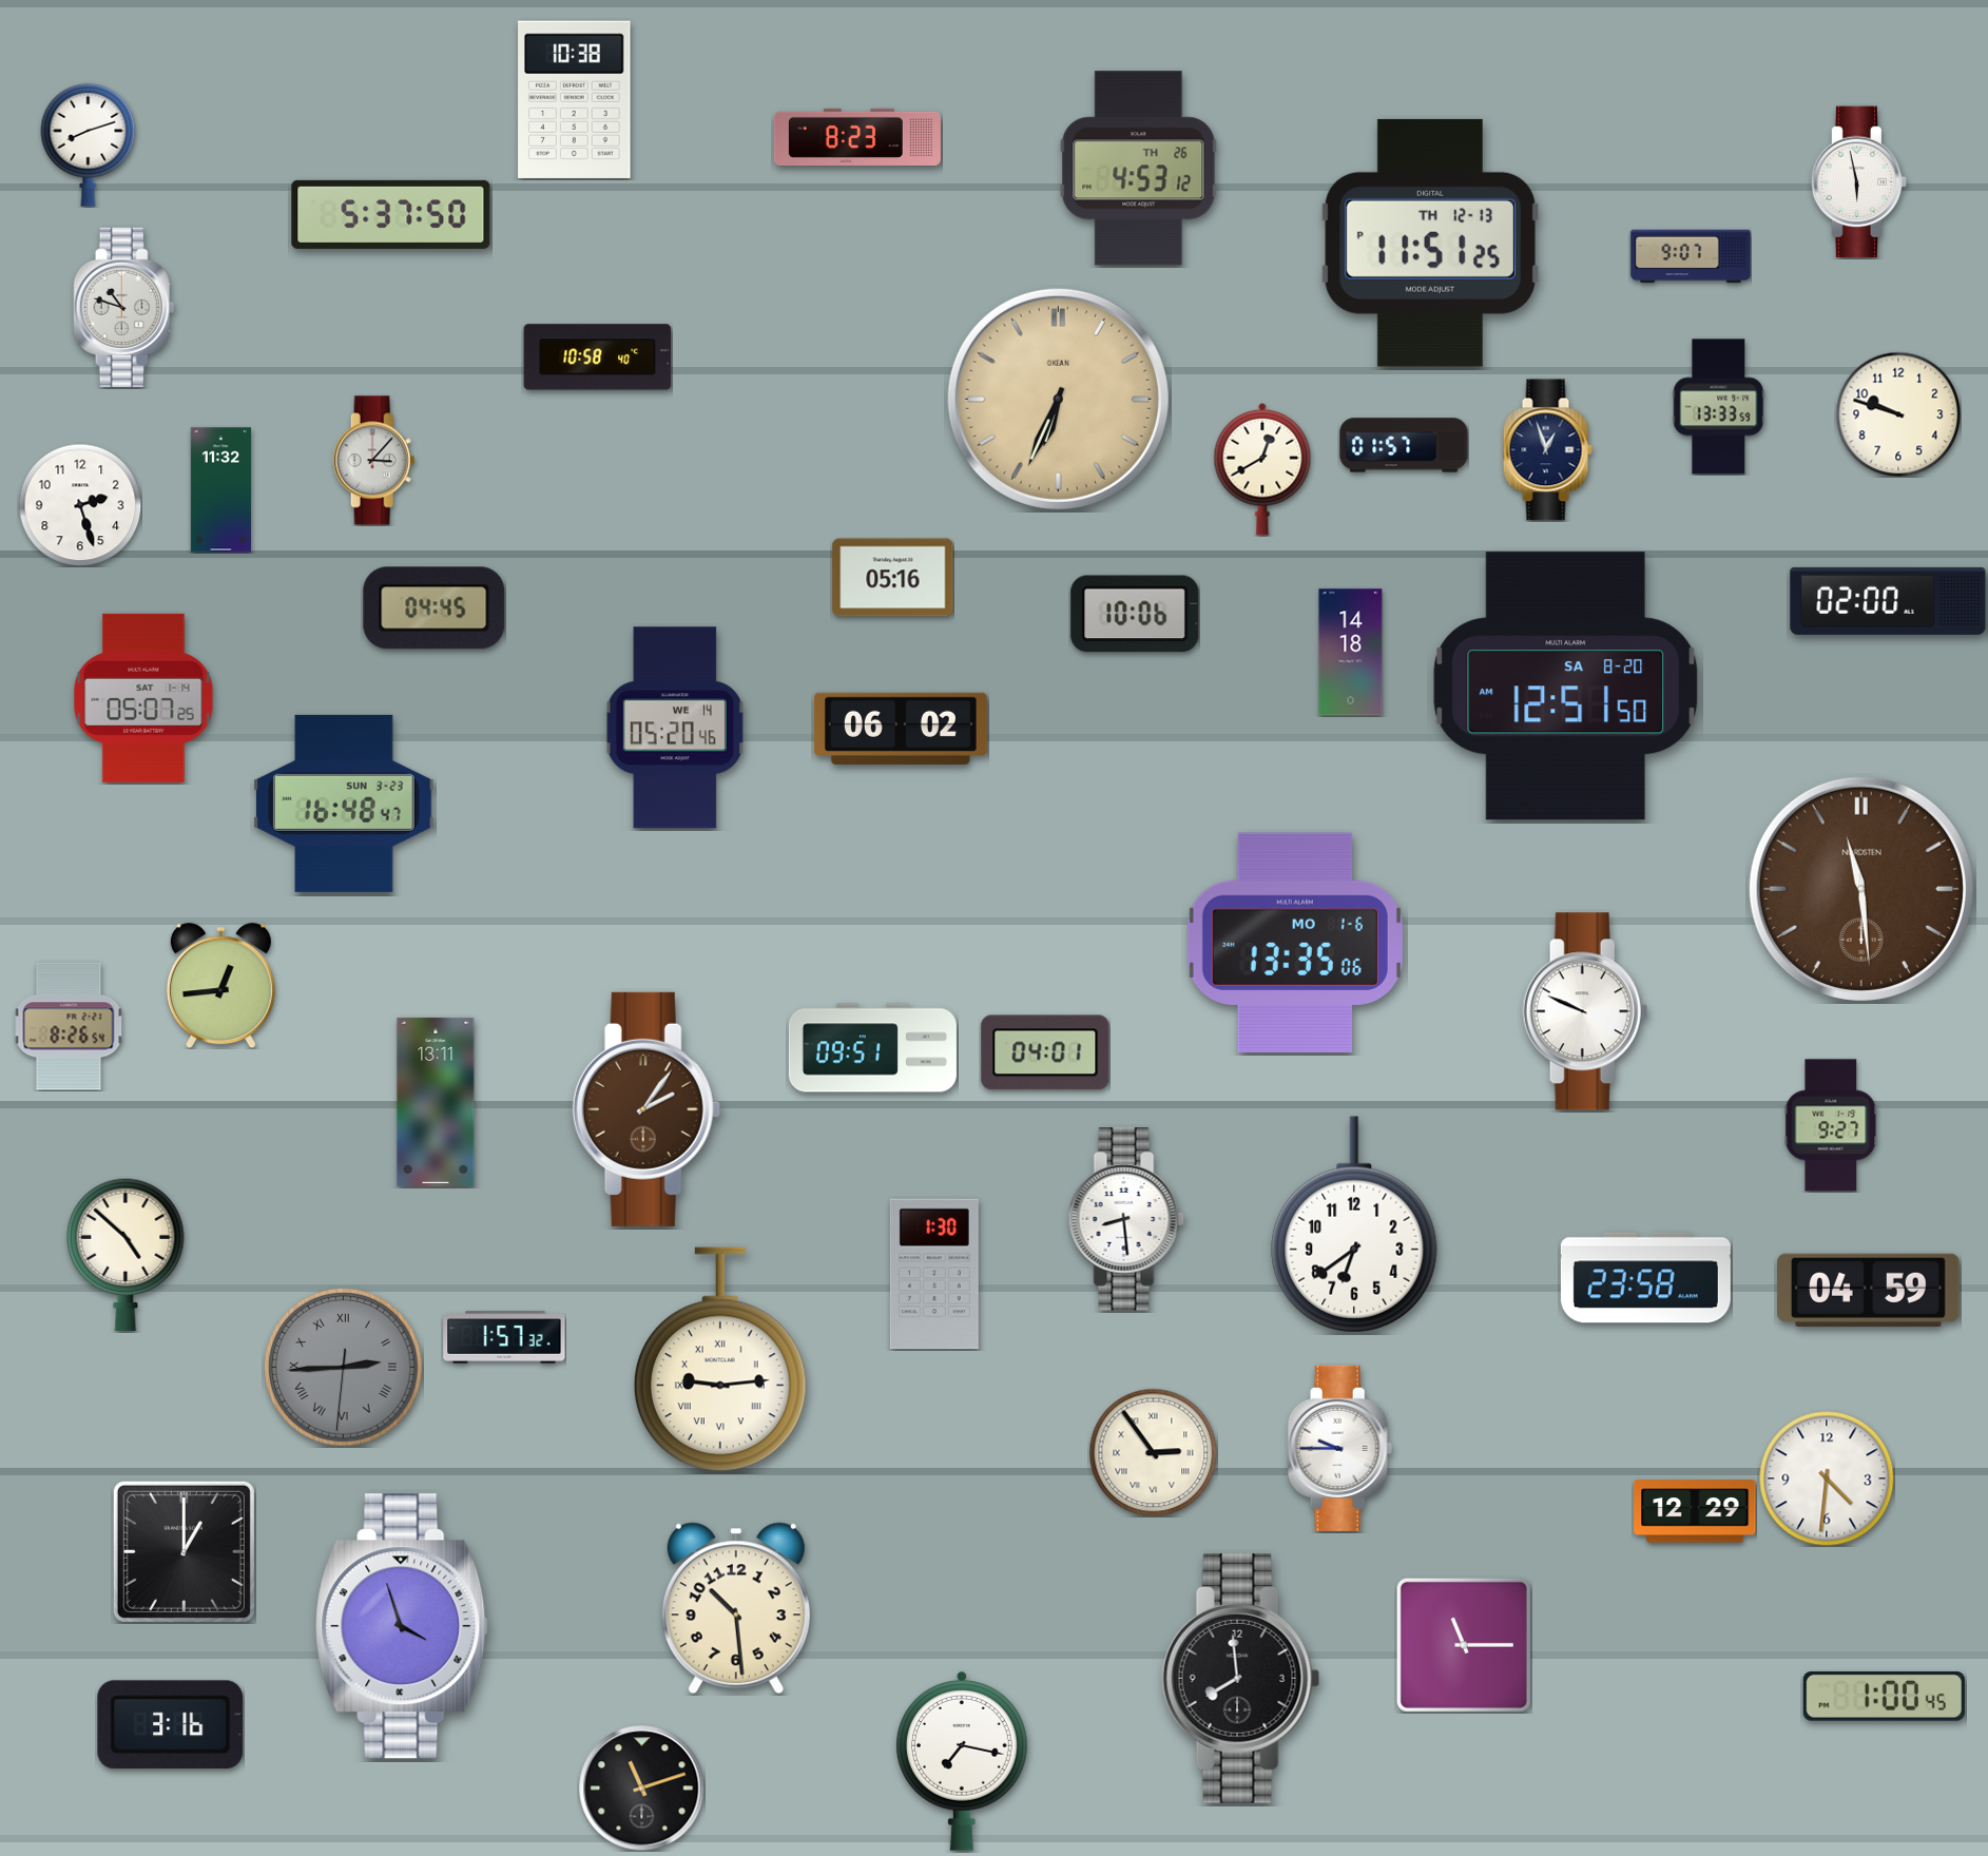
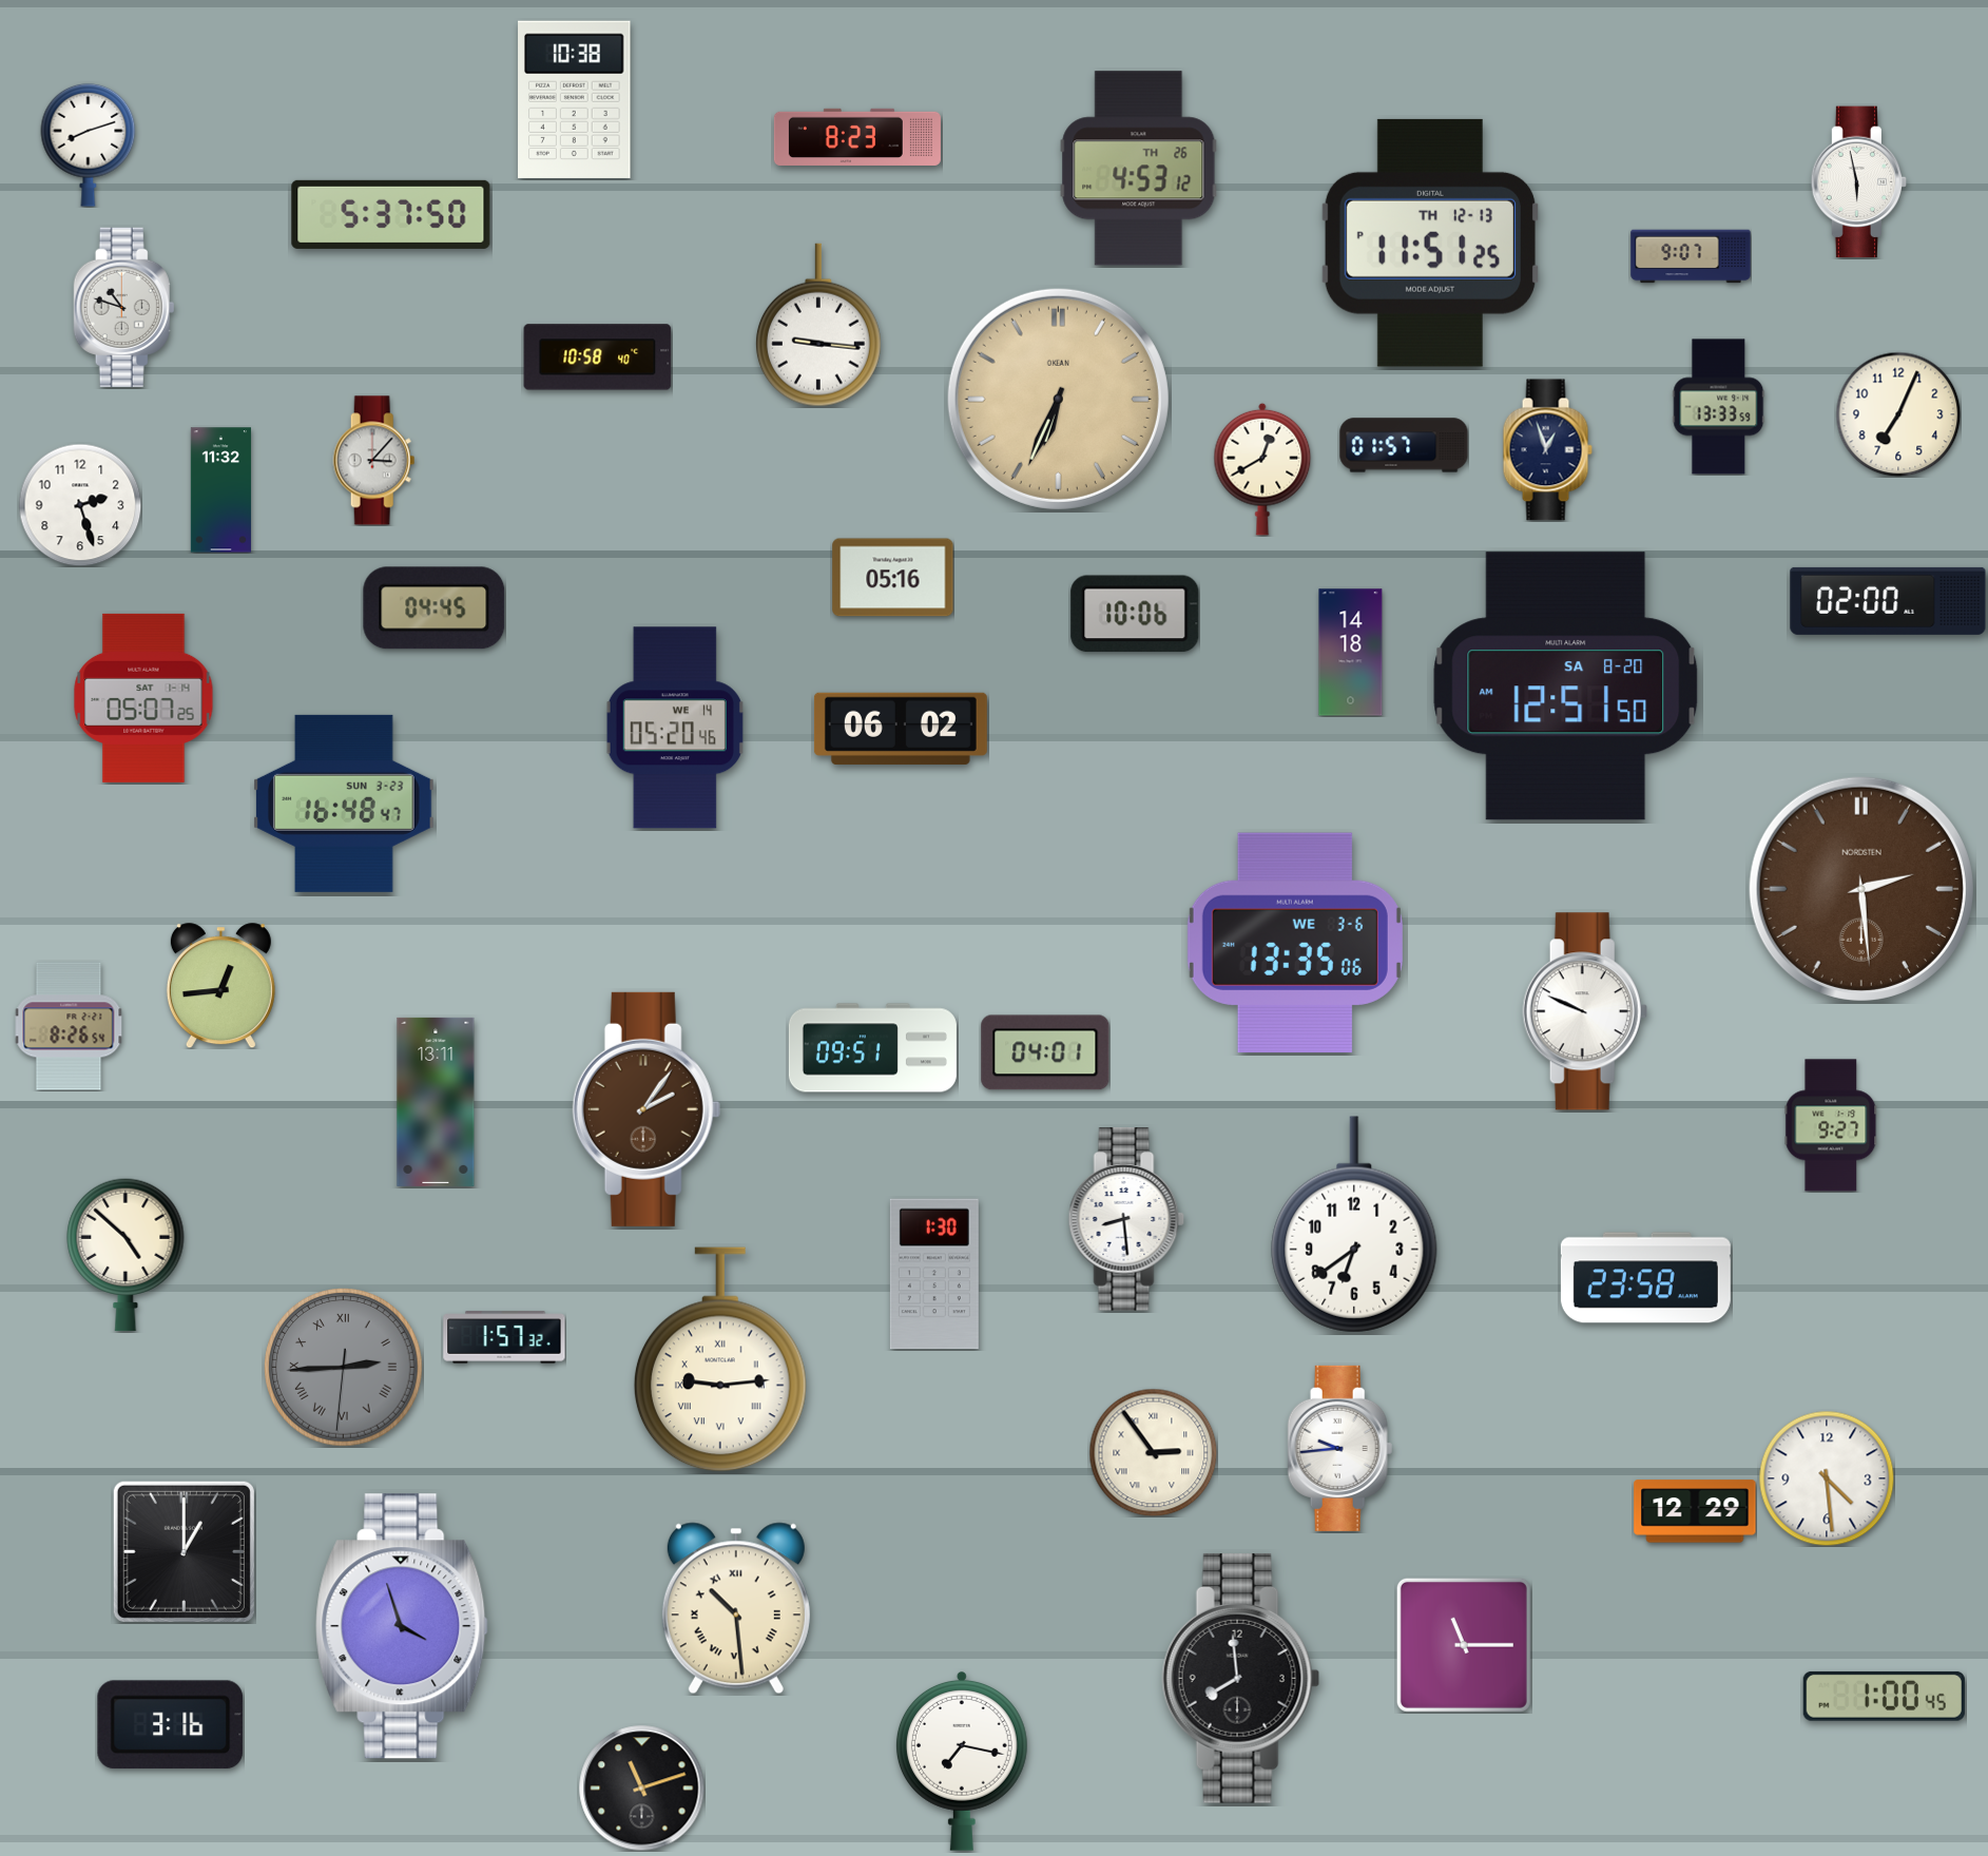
clock at (818, 325): none -> 9:16
clock at (1898, 414): 9:48 -> 7:04
clock at (1861, 889): 11:29 -> 2:29
clock at (1295, 943) date: MO 1-6 -> WE 3-6
clock at (1869, 1290): 04:59 -> none
clock at (1340, 1448): 9:45 -> 9:44
clock at (1827, 1478): 4:31 -> 4:29
clock at (736, 1608) numerals: Arabic -> Roman
